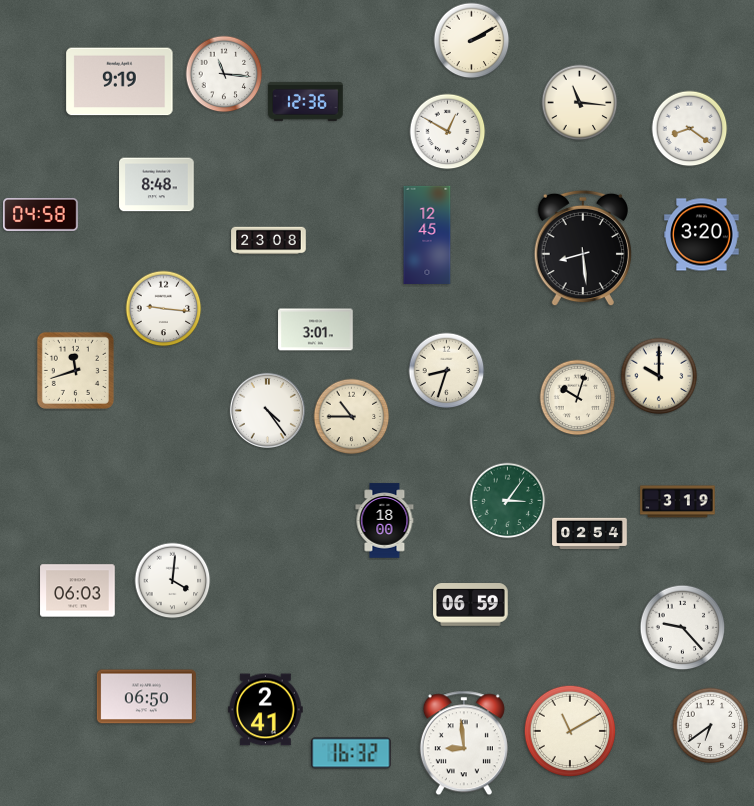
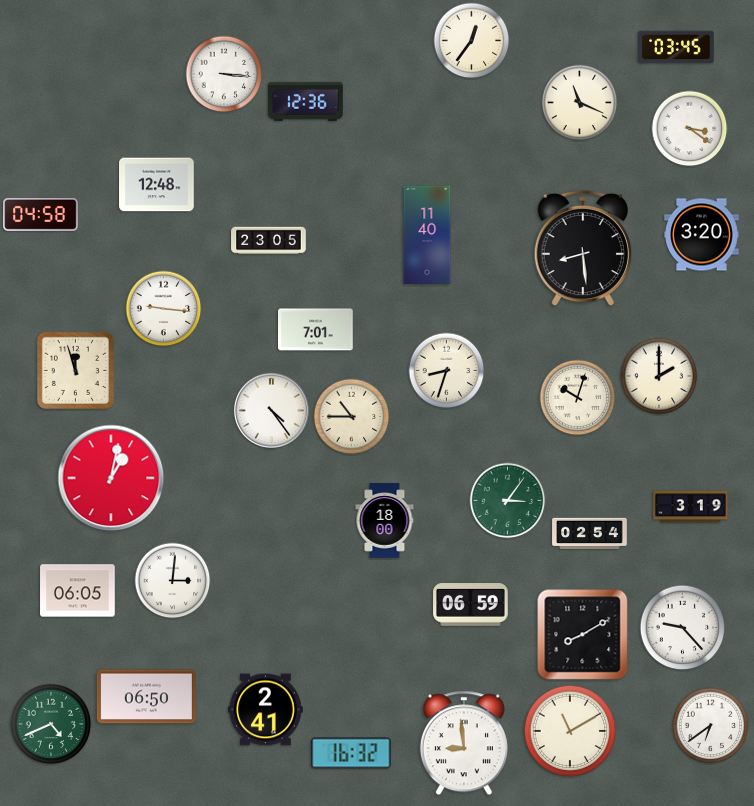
clock at (472, 41): 2:10 -> 12:36
clock at (676, 47): none -> 03:45
clock at (224, 74): 11:16 -> 3:16
clock at (120, 82): 9:19 -> none
clock at (580, 103): 11:16 -> 11:19
clock at (690, 129): 8:21 -> 3:21
clock at (448, 132): 12:50 -> none
clock at (157, 185): 8:48 -> 12:48
clock at (427, 235): 12:45 -> 11:40
clock at (269, 241): 23:08 -> 23:05
clock at (316, 330): 3:01 -> 7:01
clock at (75, 370): 11:42 -> 11:57
clock at (659, 376): 10:00 -> 2:00
clock at (267, 410) position: (267, 410) -> (271, 410)
clock at (111, 478): none -> 1:02
clock at (678, 502) position: (678, 502) -> (691, 507)
clock at (173, 581): 4:01 -> 3:01
clock at (78, 591): 06:03 -> 06:05
clock at (583, 635): none -> 8:10
clock at (51, 724): none -> 4:41
